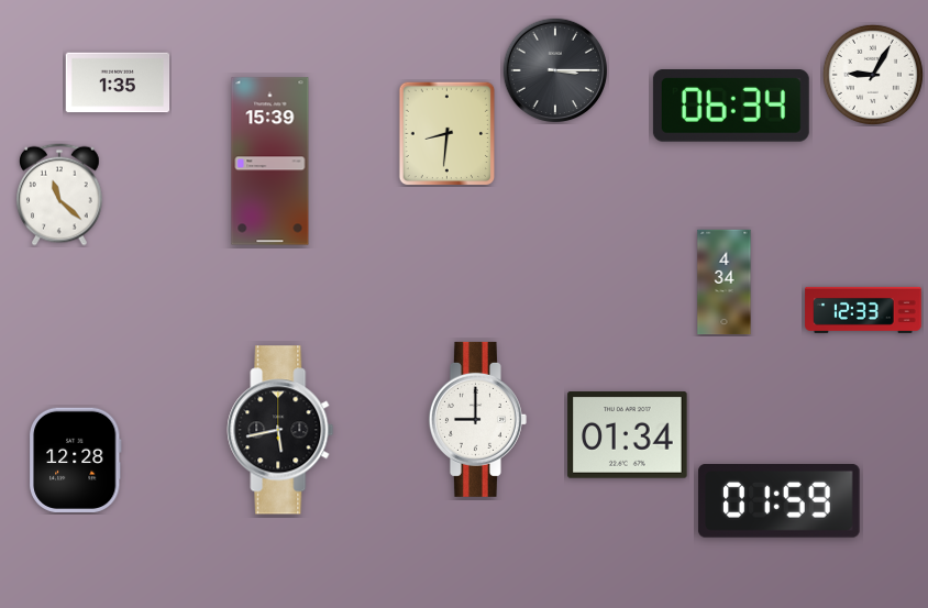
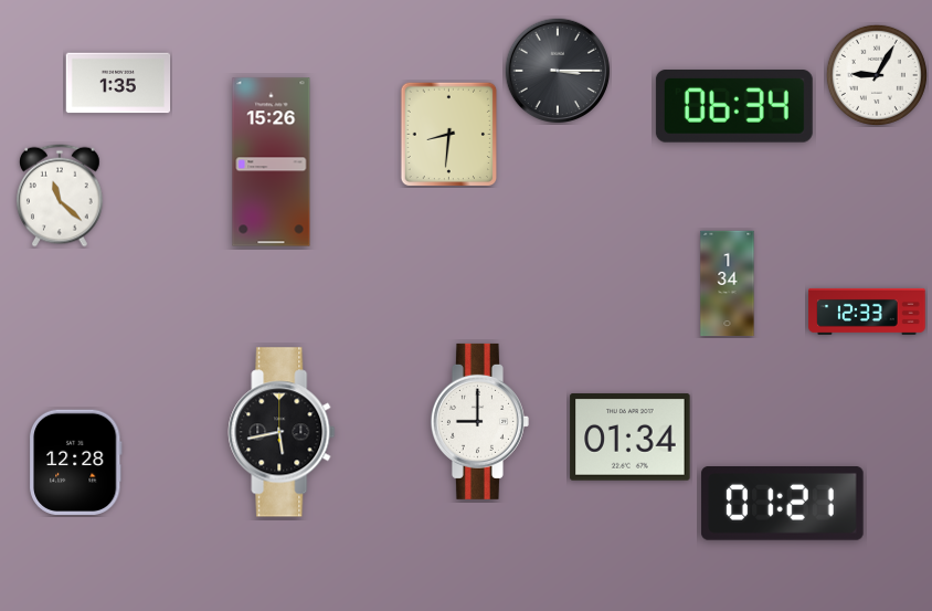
clock at (270, 162): 15:39 -> 15:26
clock at (725, 283): 4:34 -> 1:34
clock at (780, 501): 01:59 -> 01:21
